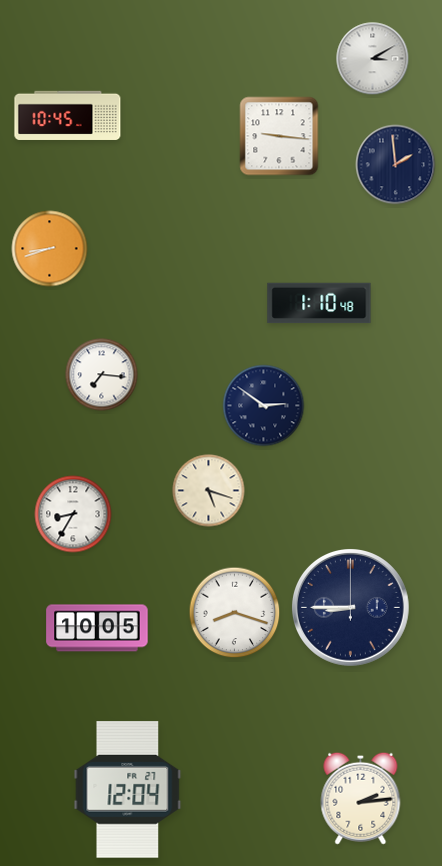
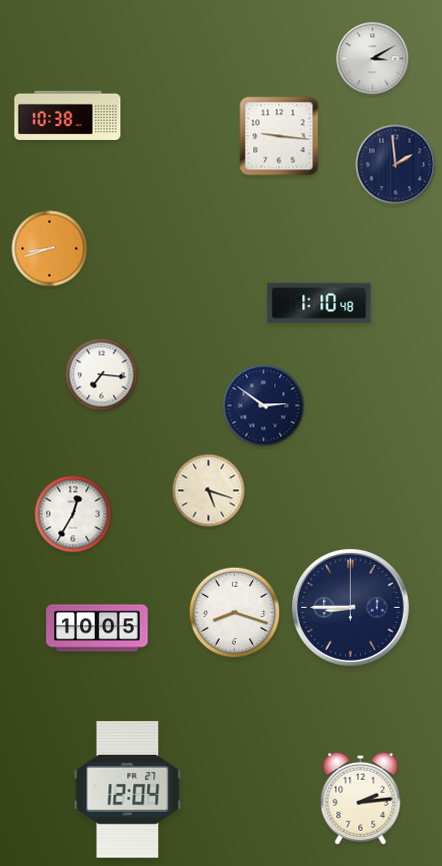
clock at (68, 115): 10:45 -> 10:38
clock at (73, 514): 8:35 -> 12:35
